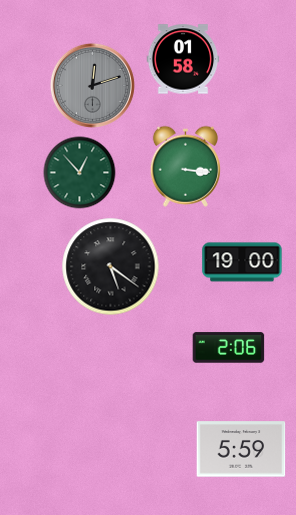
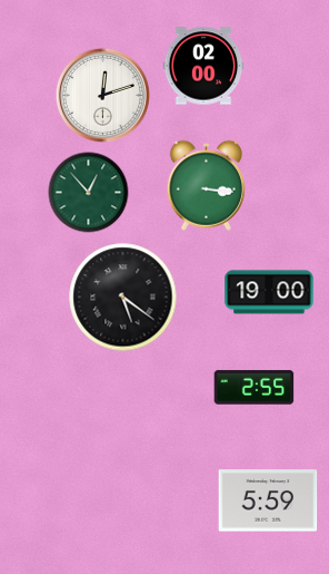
clock at (183, 59): 01:58 -> 02:00
clock at (92, 85) dial: grey -> white
clock at (229, 348): 2:06 -> 2:55
